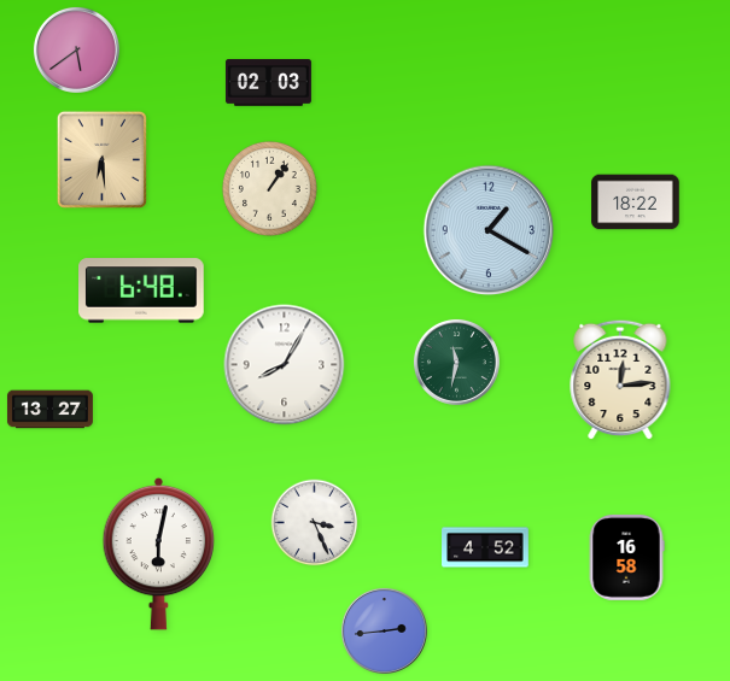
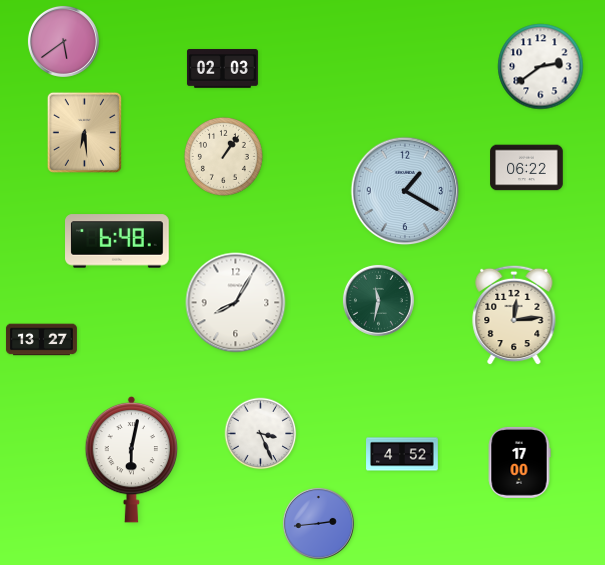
clock at (541, 67): none -> 2:39
clock at (636, 202): 18:22 -> 06:22
clock at (626, 557): 16:58 -> 17:00
